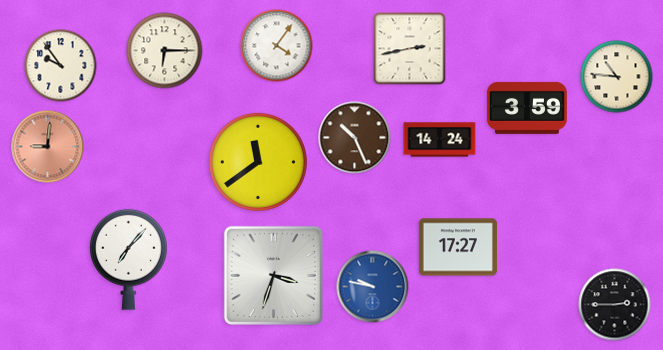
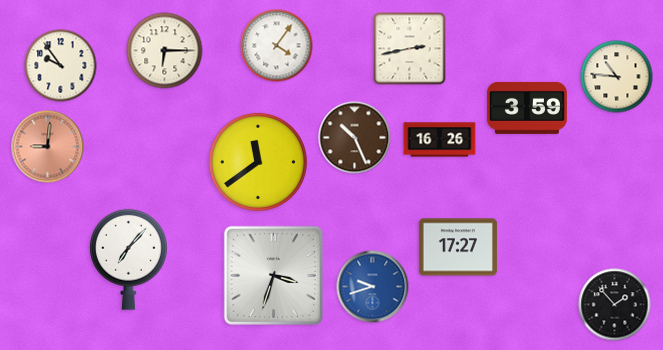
clock at (440, 140): 14:24 -> 16:26
clock at (373, 287): 9:47 -> 9:42
clock at (615, 305): 2:45 -> 1:53
